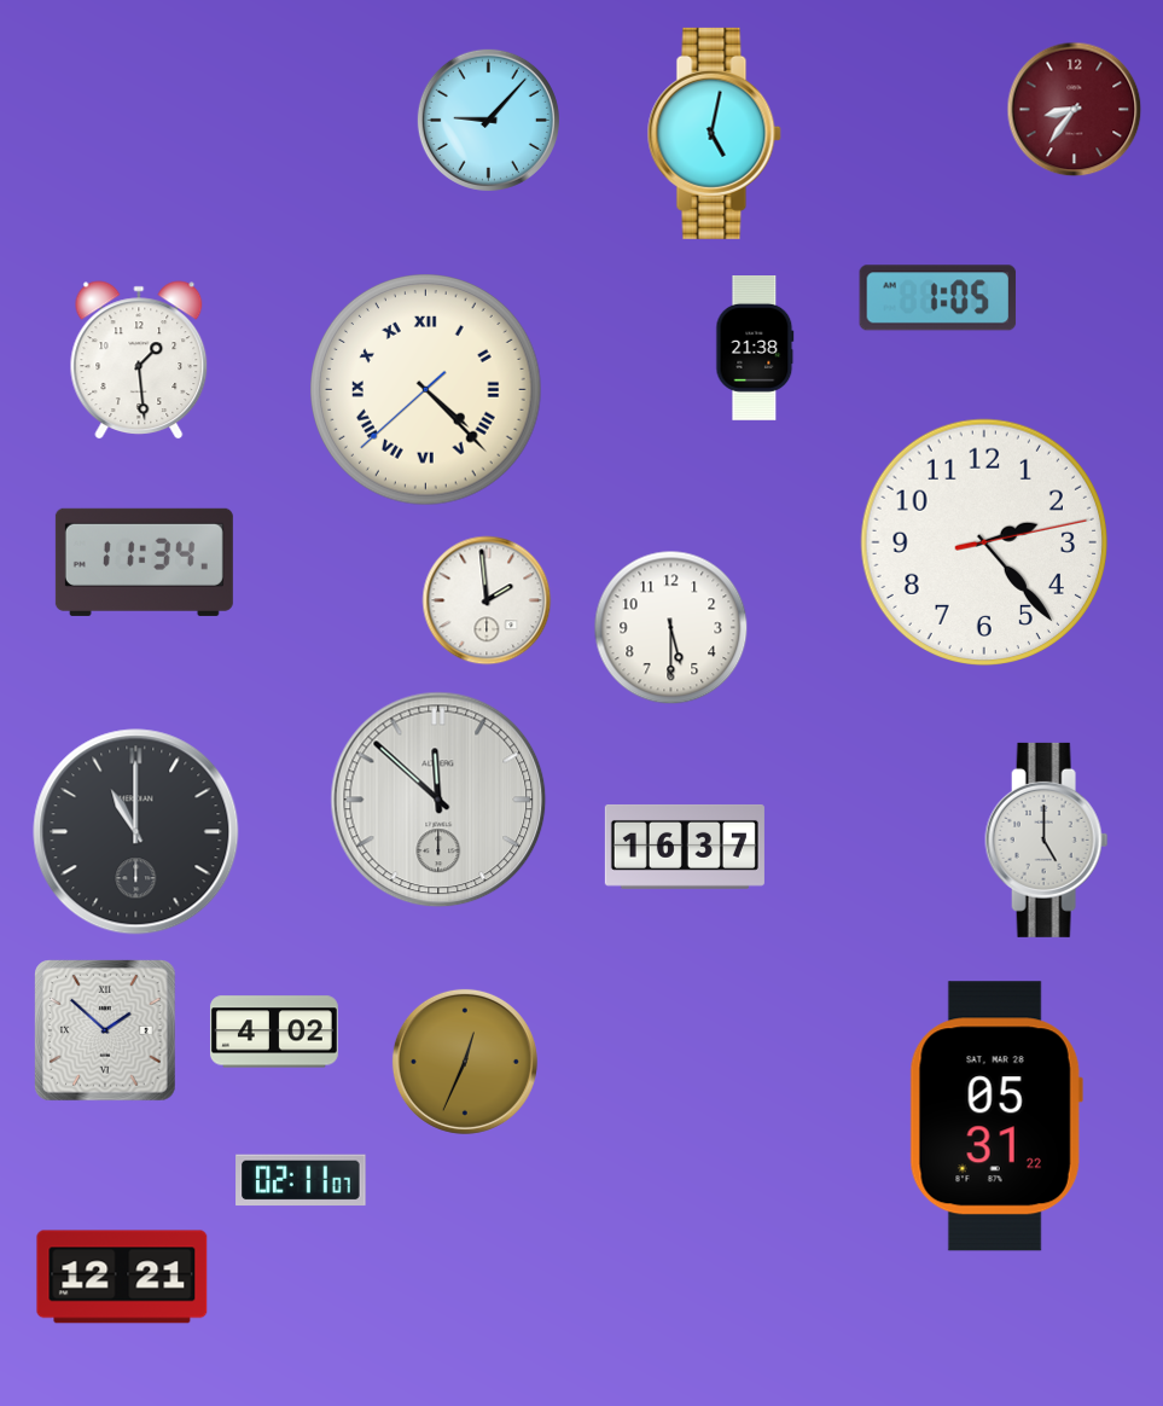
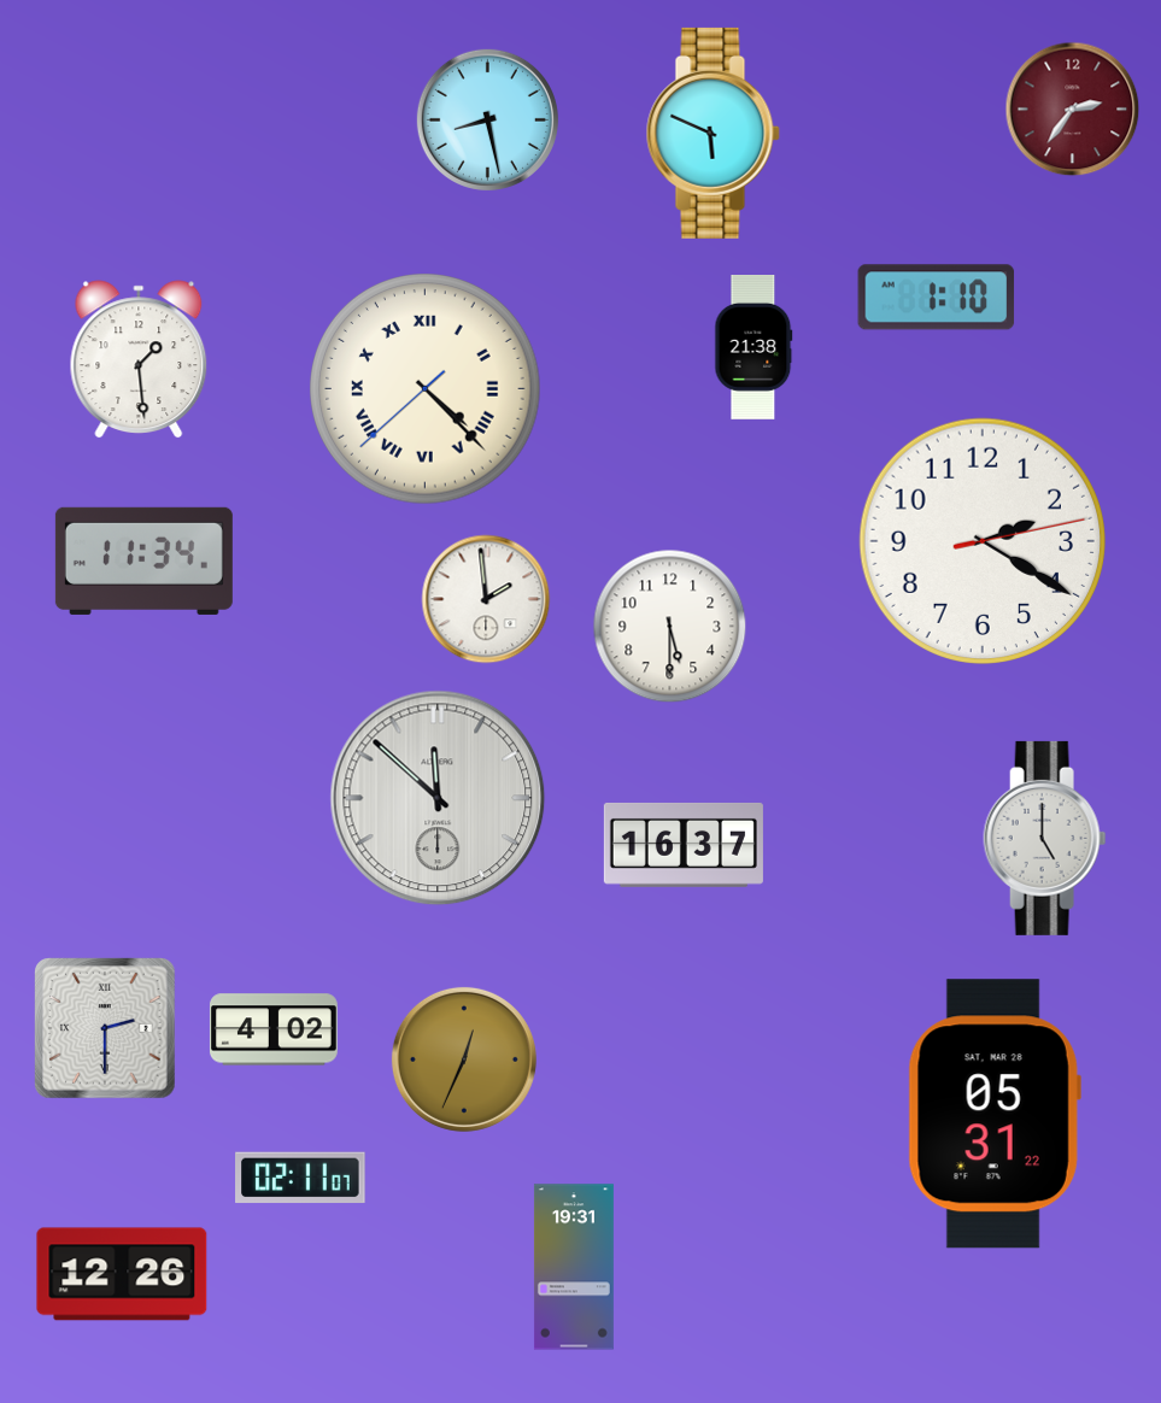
clock at (1075, 110): 8:36 -> 2:36
clock at (488, 120): 9:07 -> 8:28
clock at (714, 133): 5:02 -> 5:49
clock at (938, 298): 1:05 -> 1:10
clock at (983, 541): 2:23 -> 2:20
clock at (136, 832): 11:00 -> none
clock at (106, 1032): 1:52 -> 2:30
clock at (574, 1267): none -> 19:31
clock at (122, 1277): 12:21 -> 12:26
